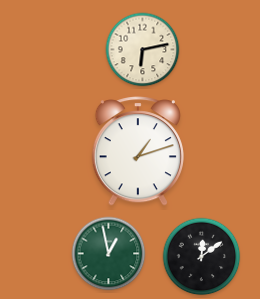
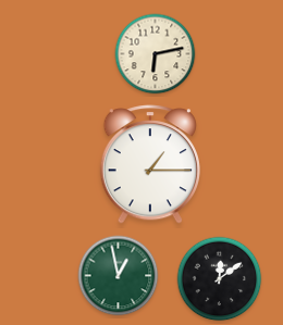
clock at (138, 151): 1:12 -> 1:15
